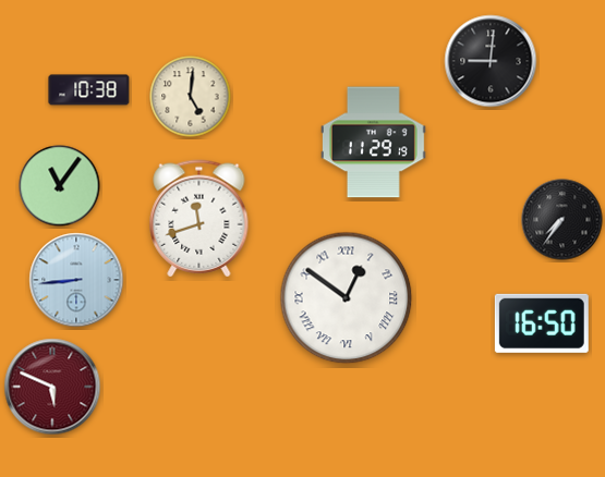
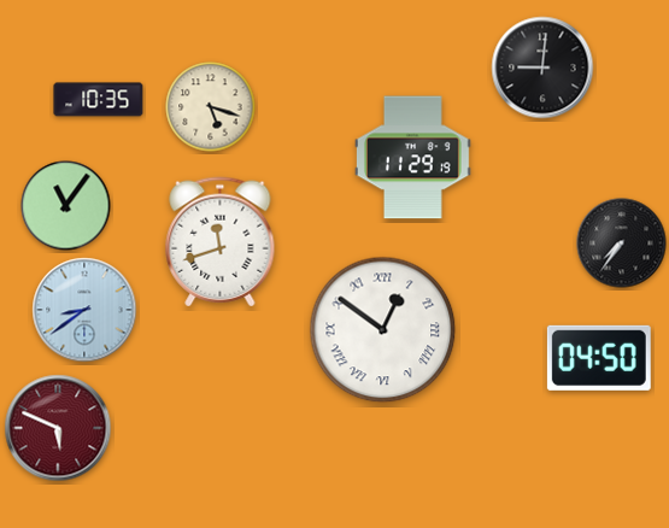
clock at (89, 90): 10:38 -> 10:35
clock at (191, 97): 5:01 -> 5:18
clock at (76, 280): 8:44 -> 8:39
clock at (542, 323): 16:50 -> 04:50
